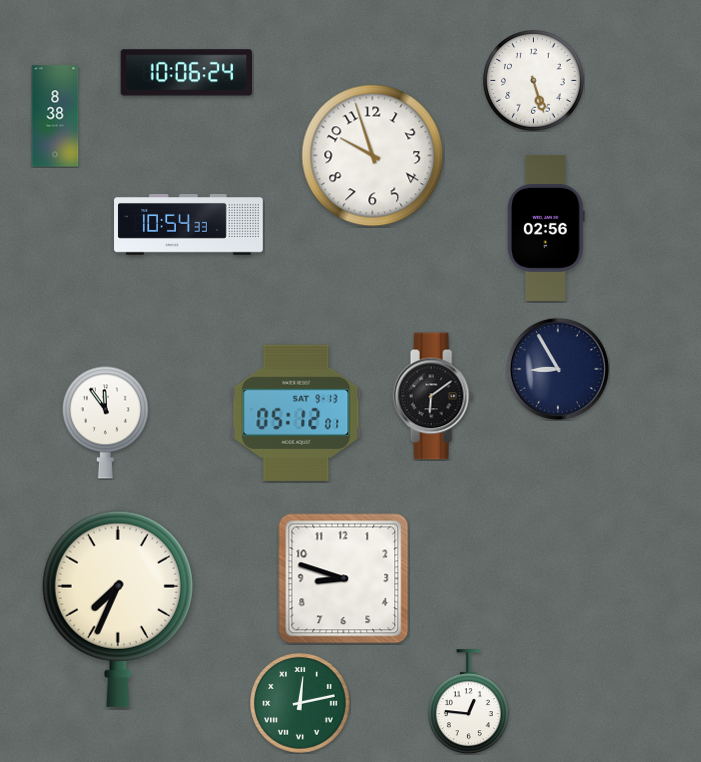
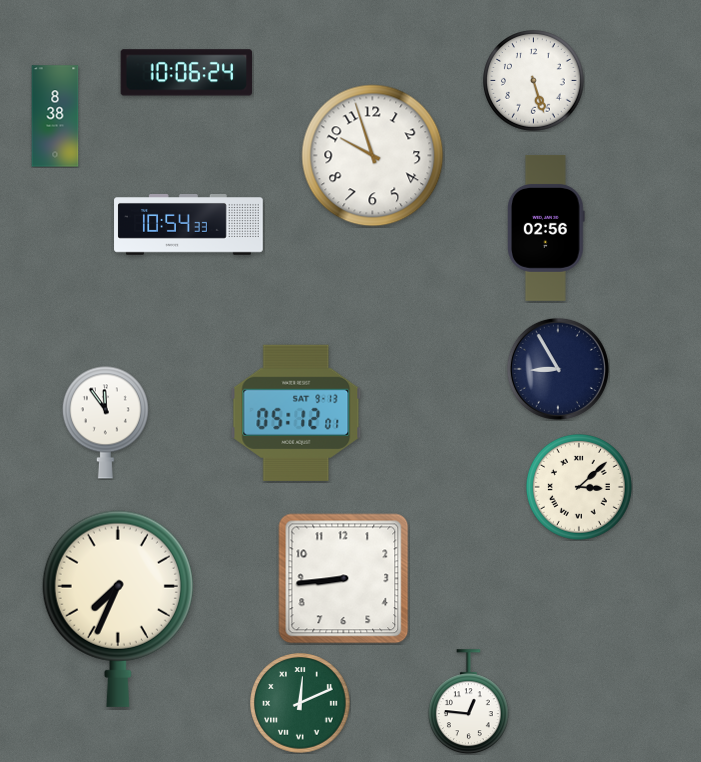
clock at (433, 396): 6:09 -> none
clock at (579, 487): none -> 3:08
clock at (344, 579): 8:48 -> 8:44
clock at (300, 703): 12:13 -> 12:11
